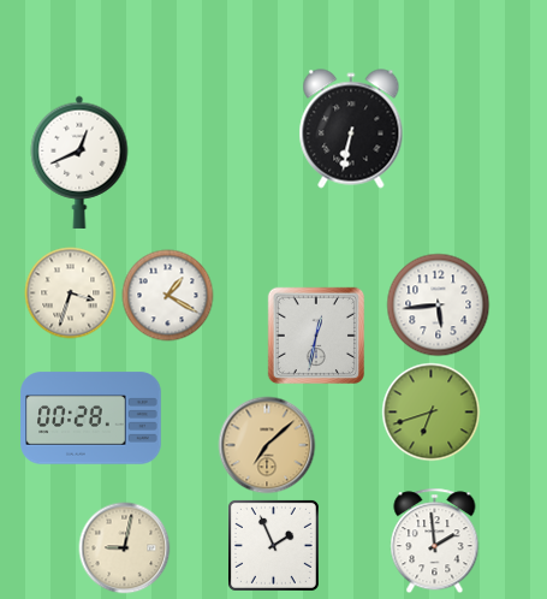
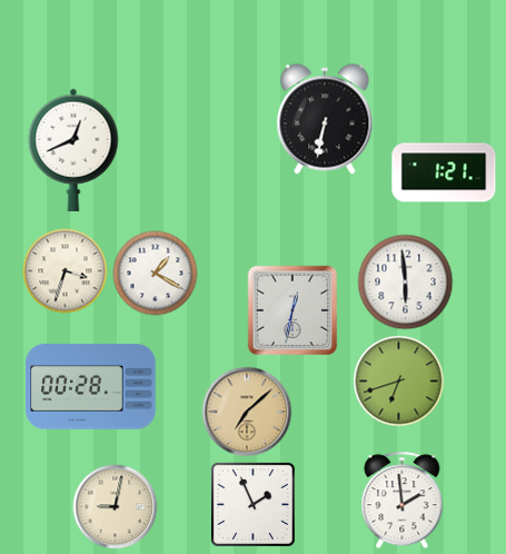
clock at (444, 172): none -> 1:21
clock at (439, 306): 5:44 -> 5:59
clock at (91, 419) position: (91, 419) -> (91, 387)
